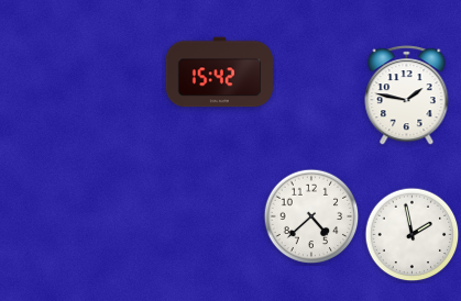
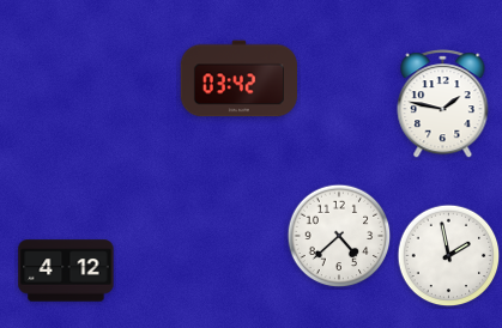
clock at (219, 73): 15:42 -> 03:42
clock at (66, 271): none -> 4:12
